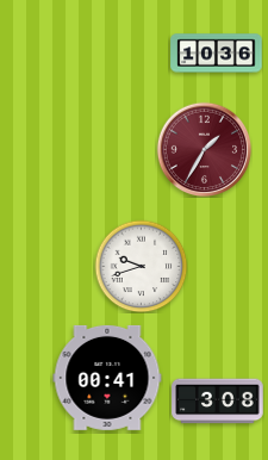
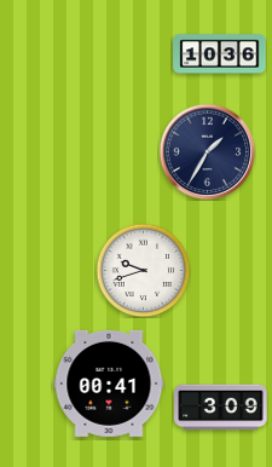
clock at (204, 149) dial: burgundy -> navy
clock at (218, 402): 3:08 -> 3:09
